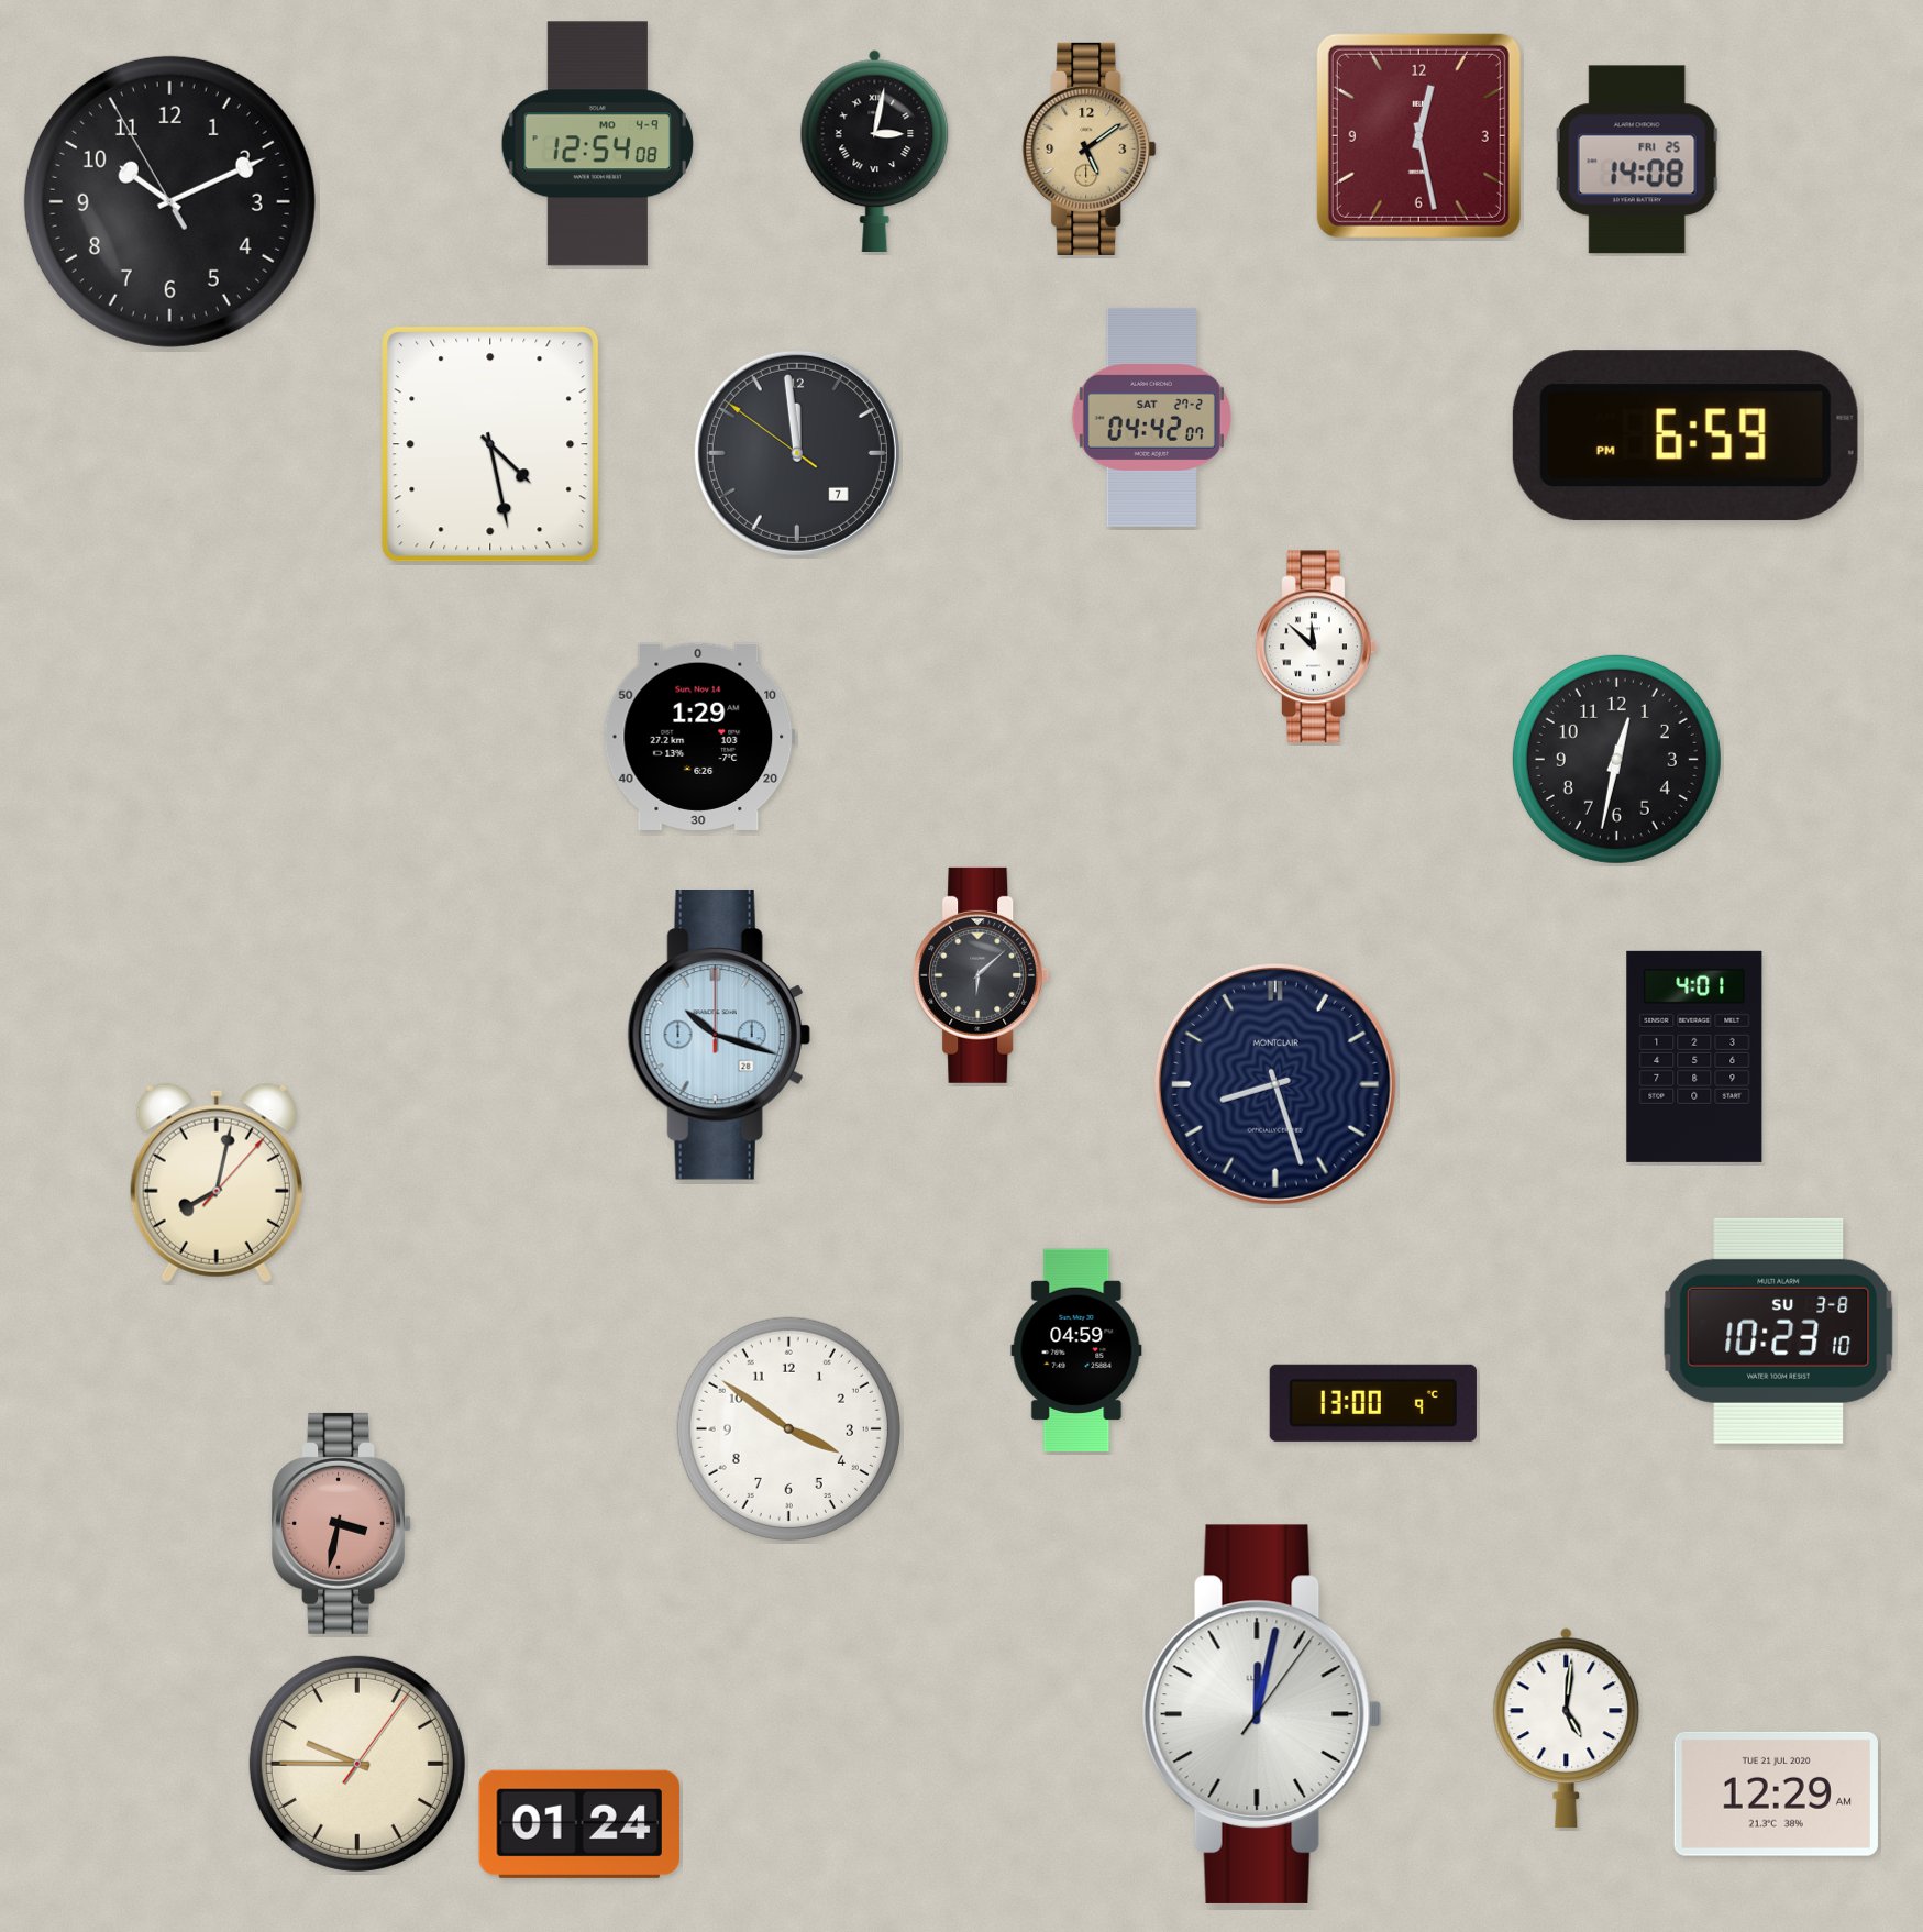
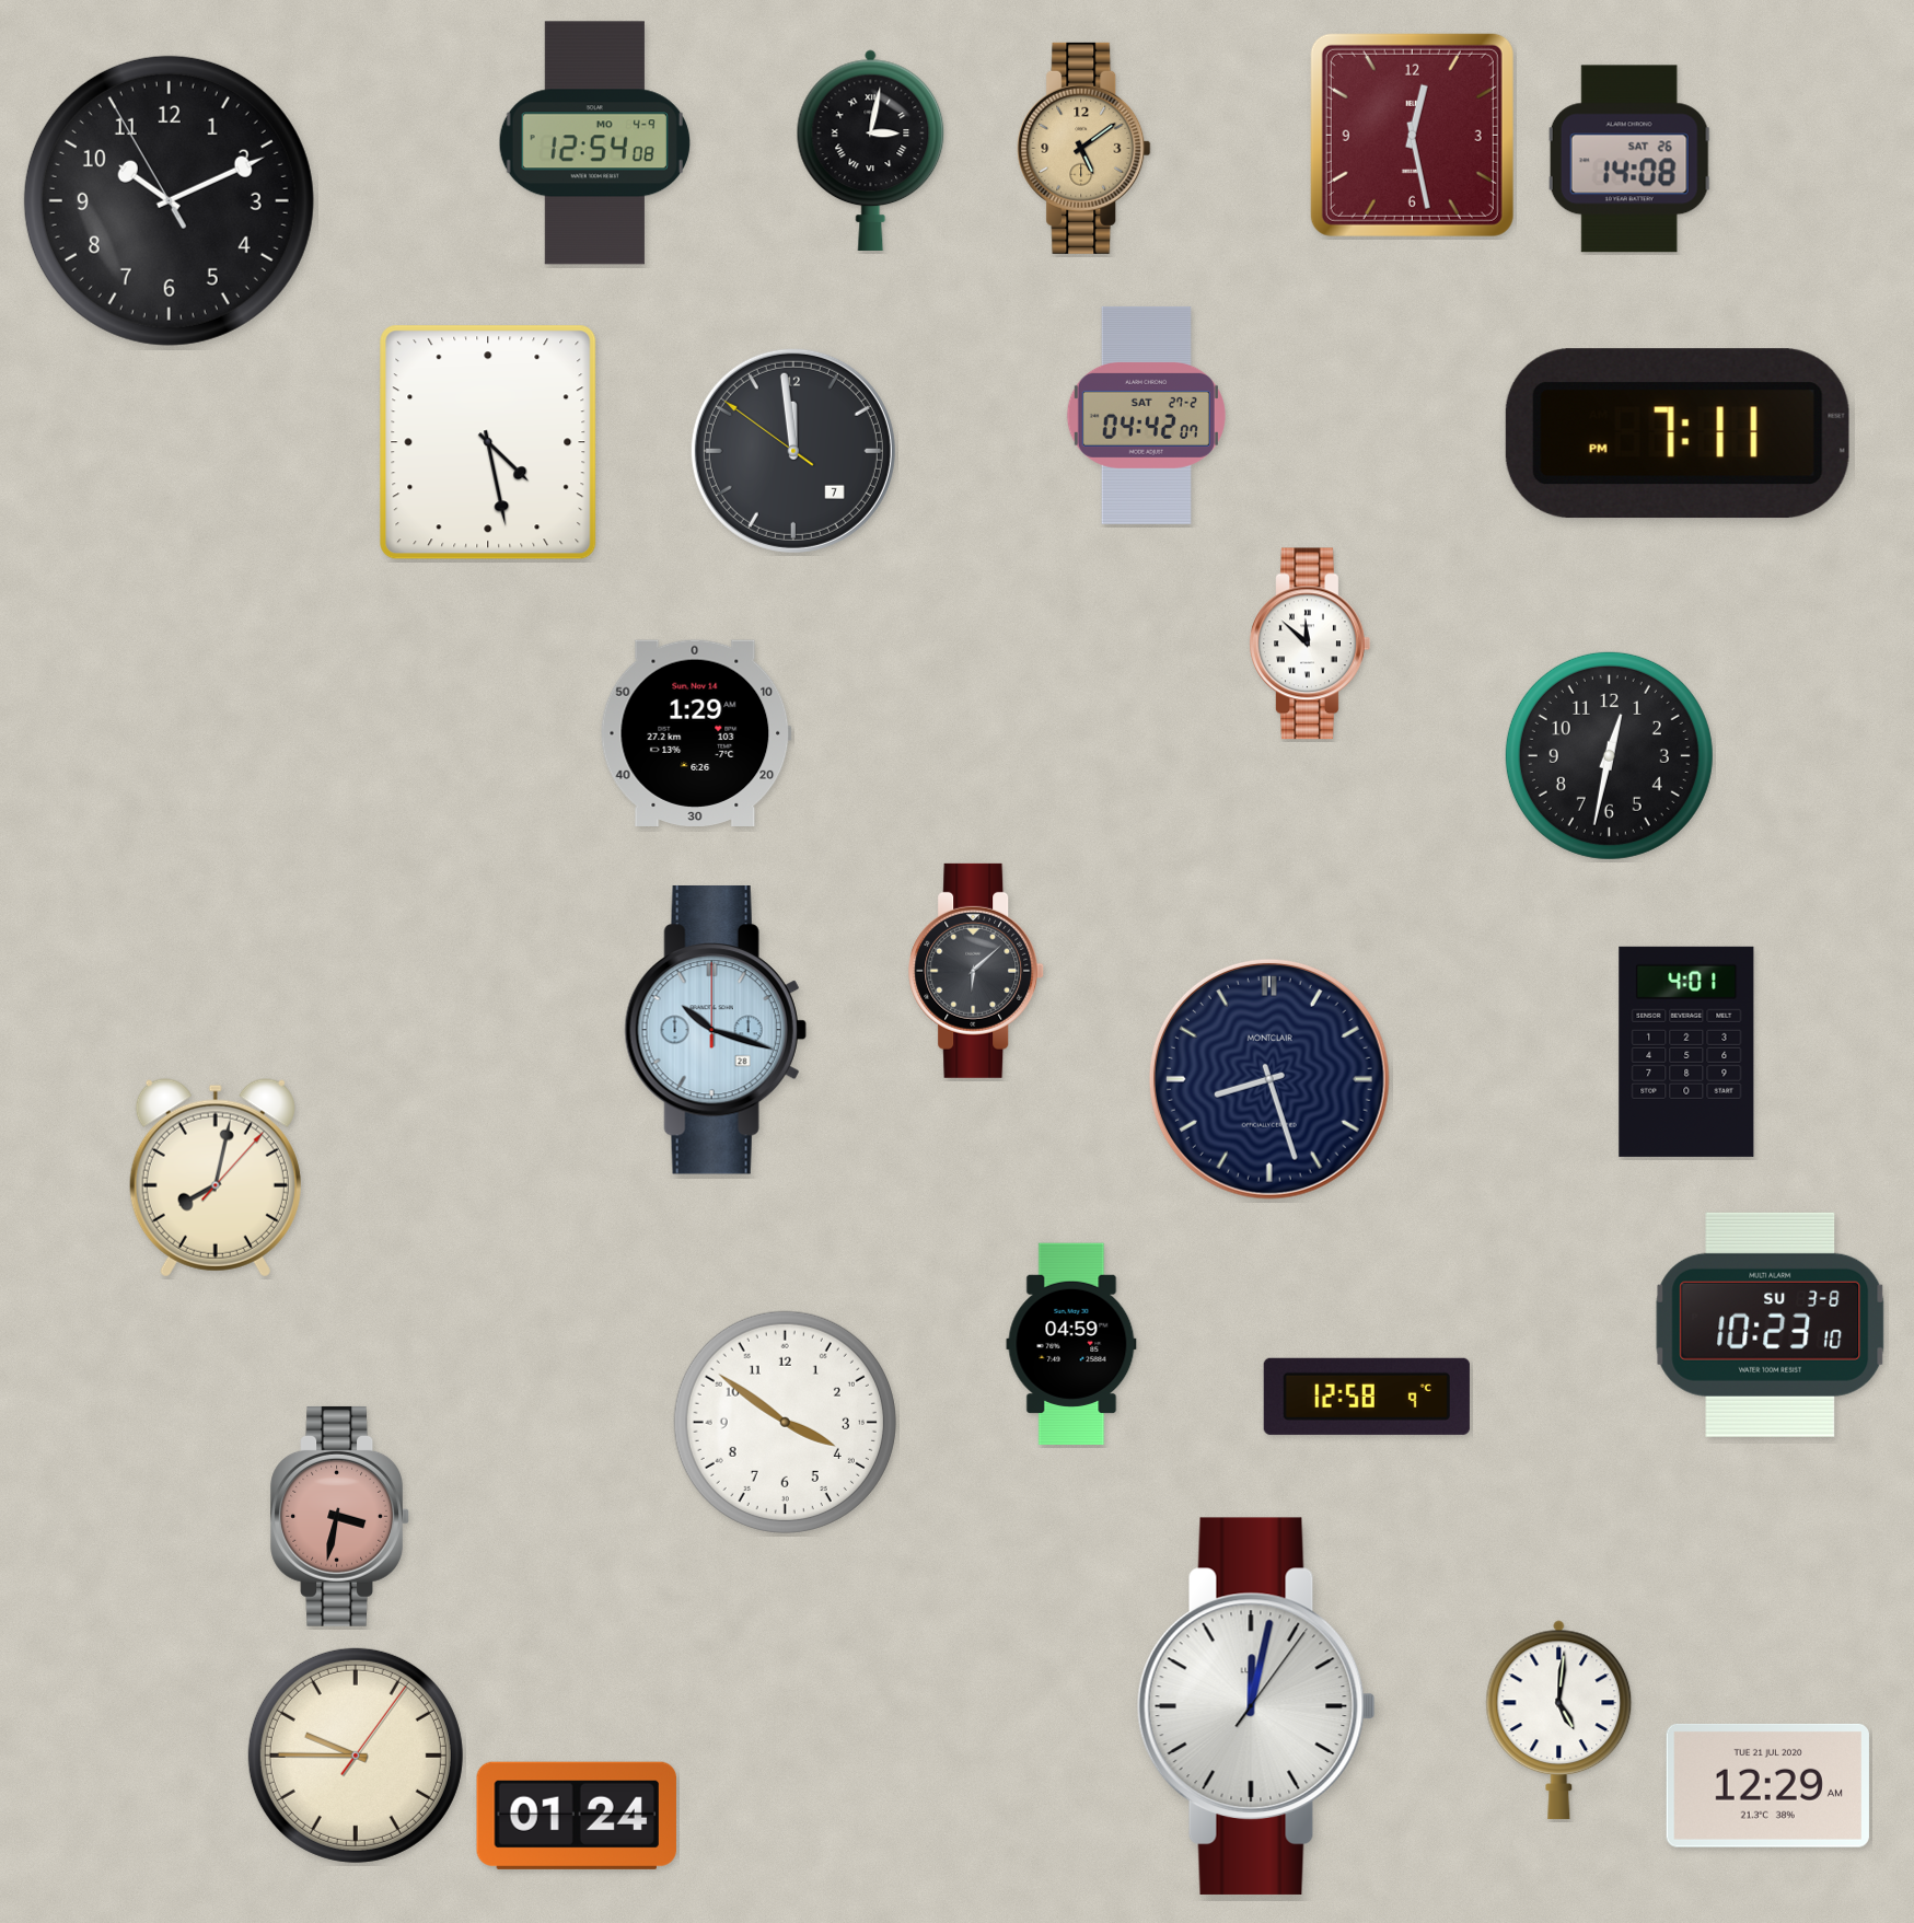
clock at (1637, 159) date: FRI 25 -> SAT 26
clock at (1686, 435): 6:59 -> 7:11
clock at (1373, 1403): 13:00 -> 12:58
